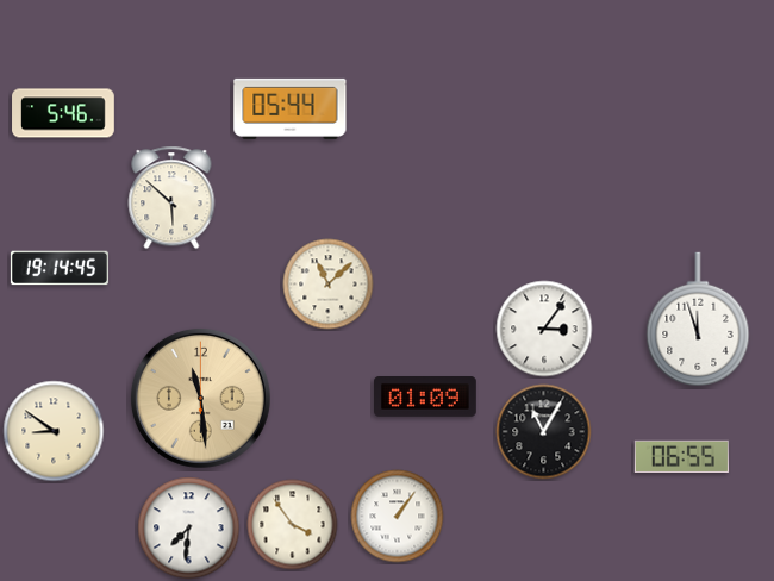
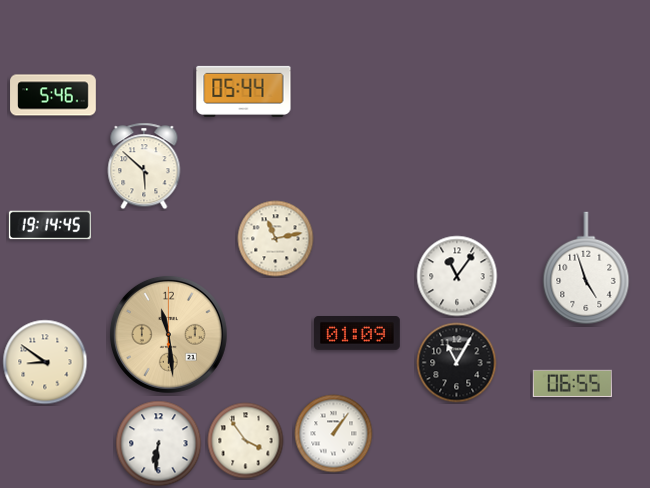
clock at (329, 285): 11:08 -> 11:13
clock at (698, 319): 11:57 -> 4:57
clock at (544, 329): 3:06 -> 11:06
clock at (189, 529): 7:31 -> 6:31
